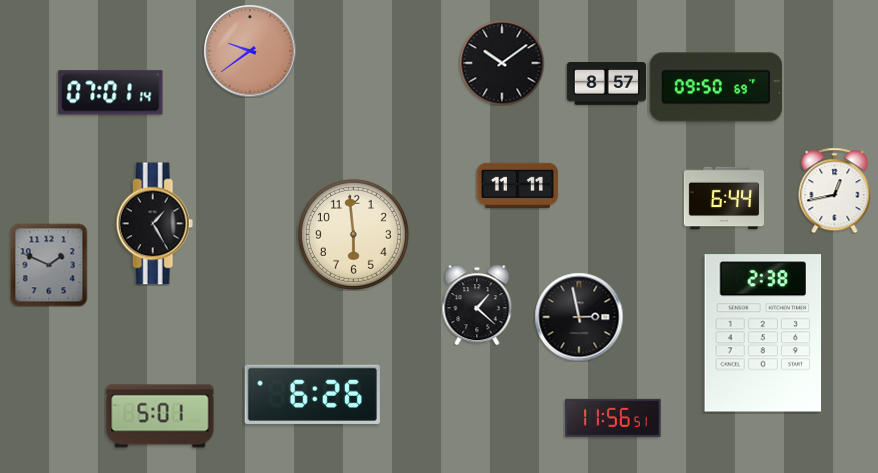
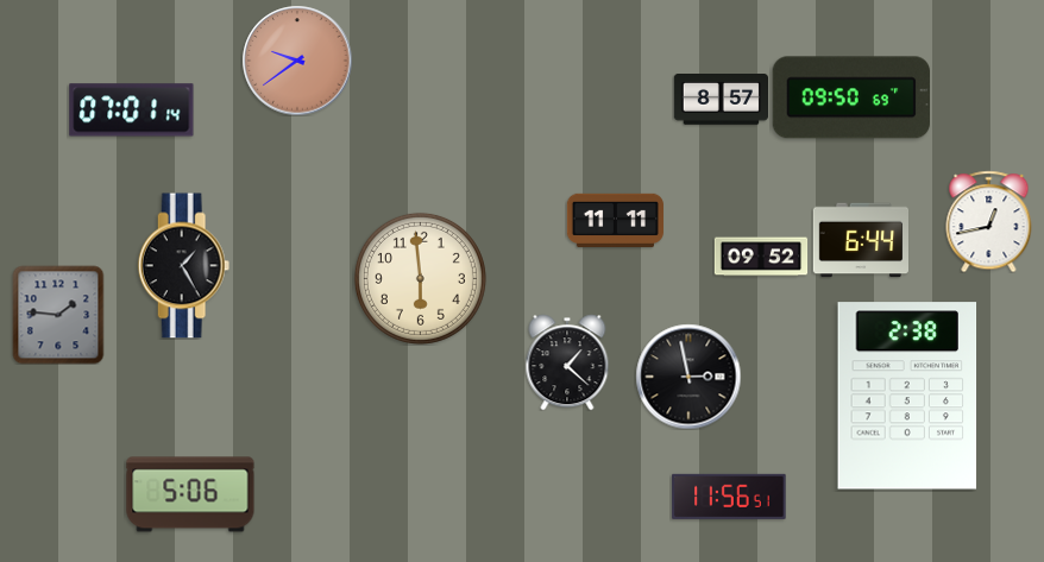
clock at (502, 63): 10:09 -> none
clock at (715, 87) position: (715, 87) -> (850, 97)
clock at (835, 190) position: (835, 190) -> (989, 221)
clock at (723, 198) position: (723, 198) -> (860, 240)
clock at (761, 257): none -> 09:52
clock at (49, 265): 1:49 -> 1:46
clock at (312, 394): 6:26 -> none
clock at (160, 416): 5:01 -> 5:06
